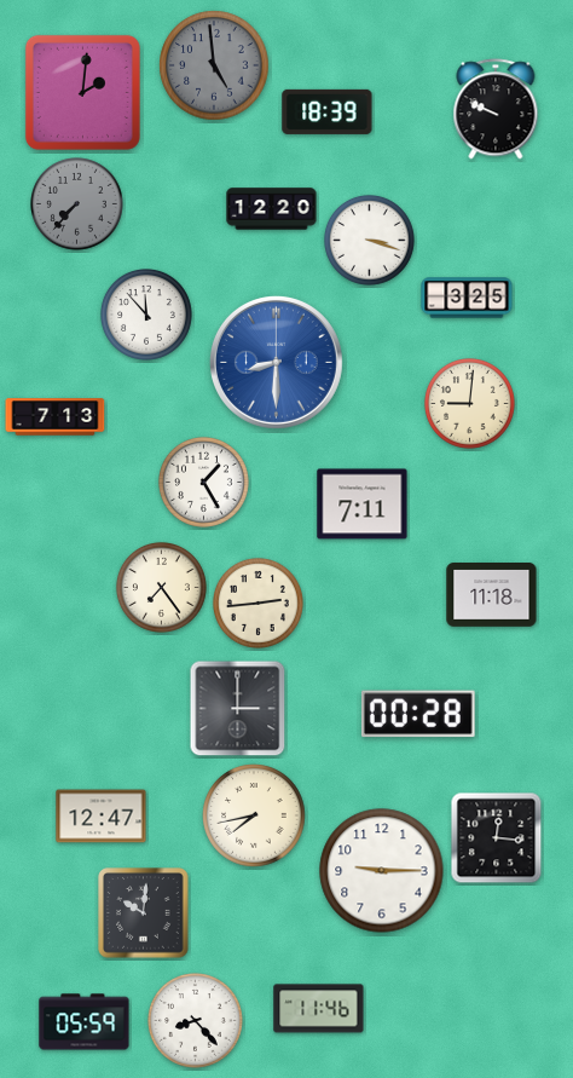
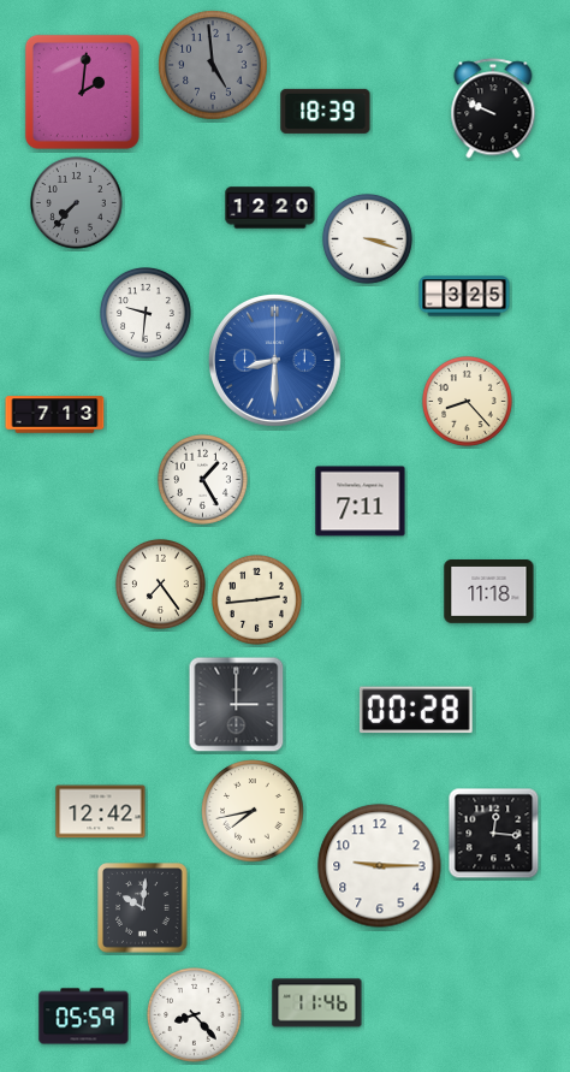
clock at (147, 316): 11:53 -> 9:31
clock at (469, 403): 9:01 -> 8:23
clock at (102, 817): 12:47 -> 12:42
